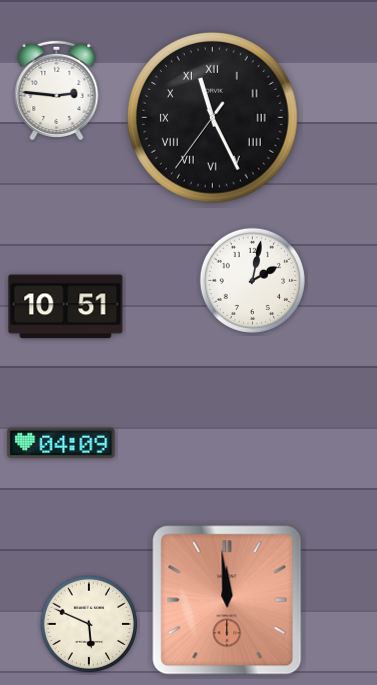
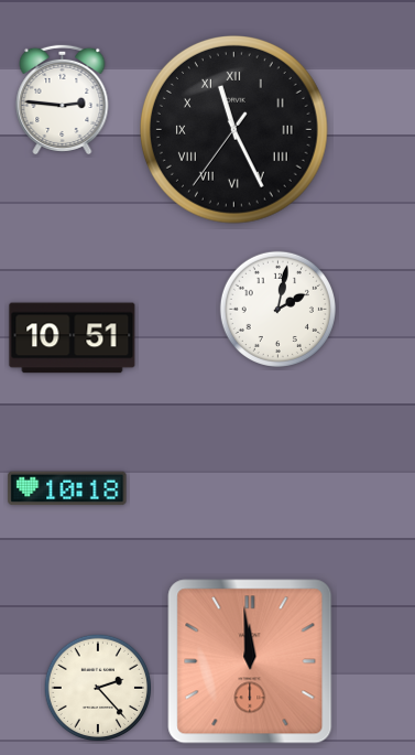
clock at (61, 443): 04:09 -> 10:18
clock at (89, 624): 5:49 -> 2:23
